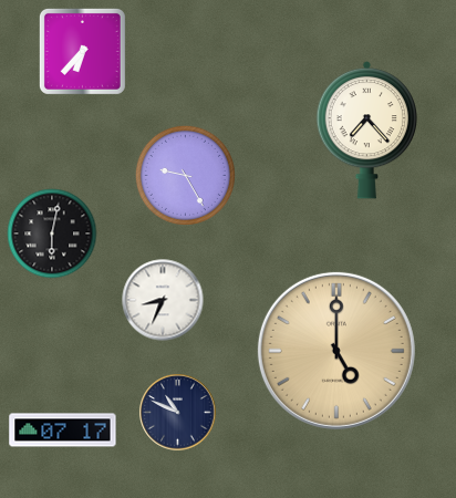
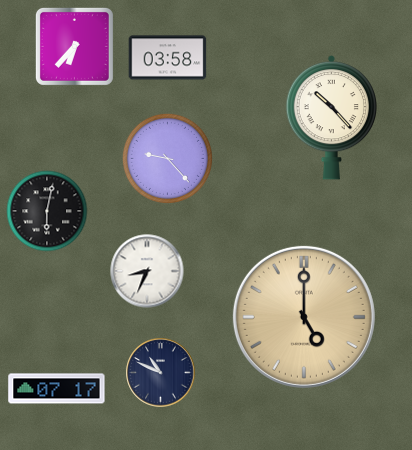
clock at (168, 58): none -> 03:58
clock at (367, 129): 7:23 -> 10:23
clock at (185, 175): 9:25 -> 9:23
